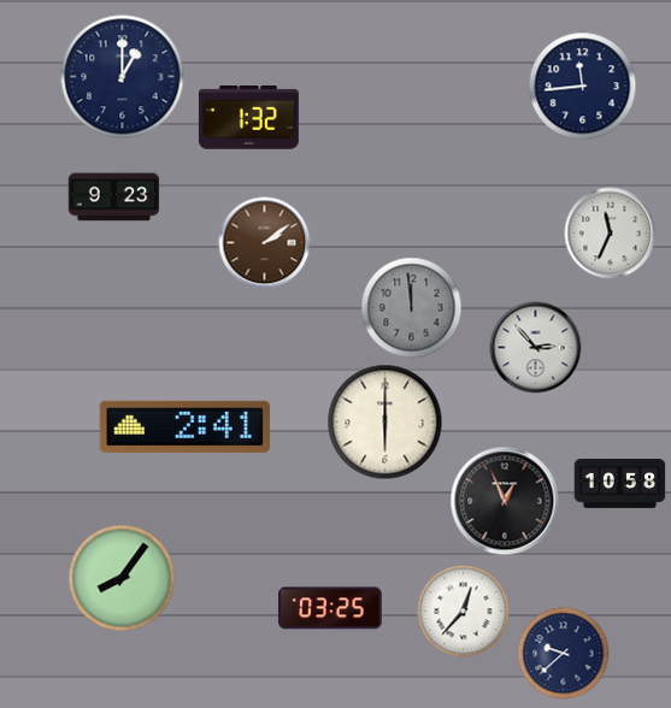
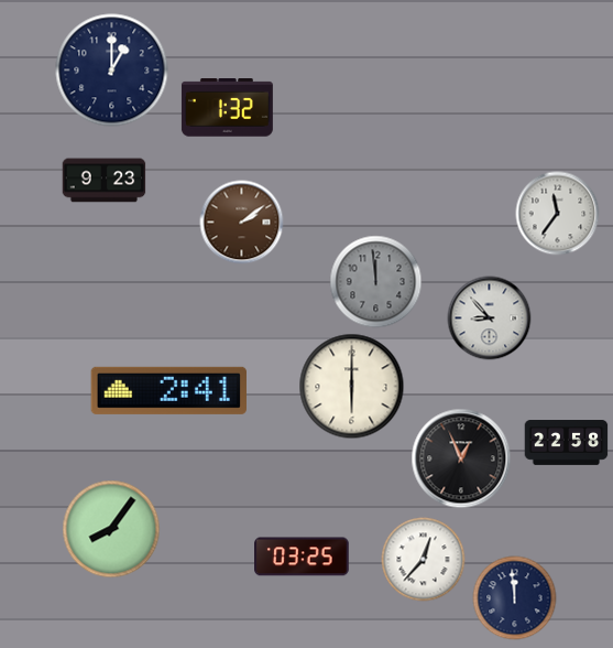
clock at (583, 87): 11:44 -> none
clock at (611, 234): 11:34 -> 11:36
clock at (536, 348): 2:53 -> 8:53
clock at (620, 484): 10:58 -> 22:58
clock at (564, 654): 9:38 -> 11:59
